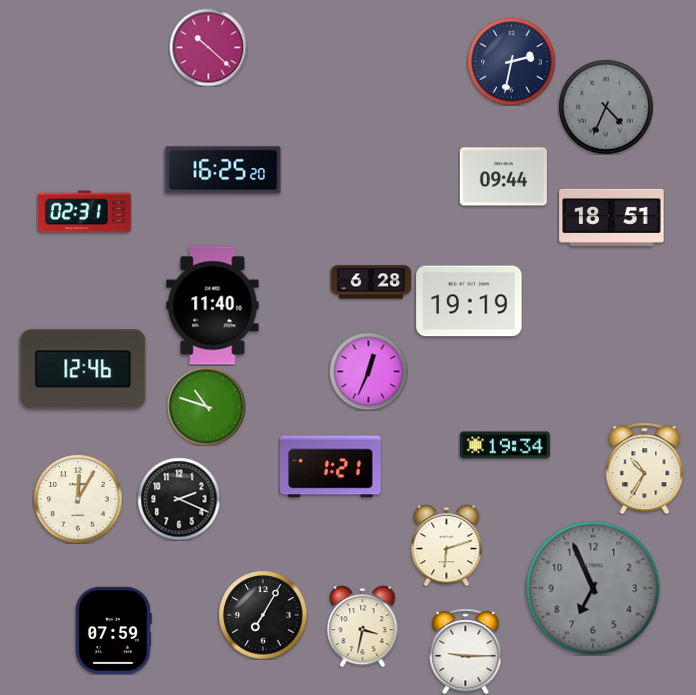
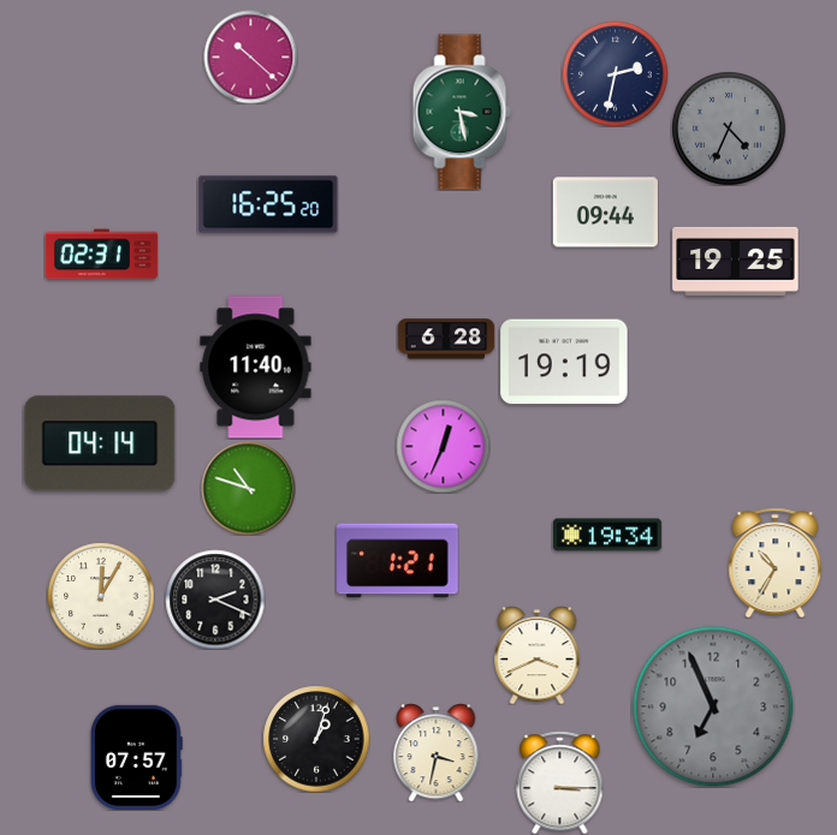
clock at (462, 112): none -> 3:28
clock at (612, 217): 18:51 -> 19:25
clock at (83, 369): 12:46 -> 04:14
clock at (78, 499) position: (78, 499) -> (101, 596)
clock at (447, 546): 6:12 -> 3:41
clock at (263, 615): 7:05 -> 1:03
clock at (113, 630): 07:59 -> 07:57
clock at (466, 651): 9:15 -> 3:15
